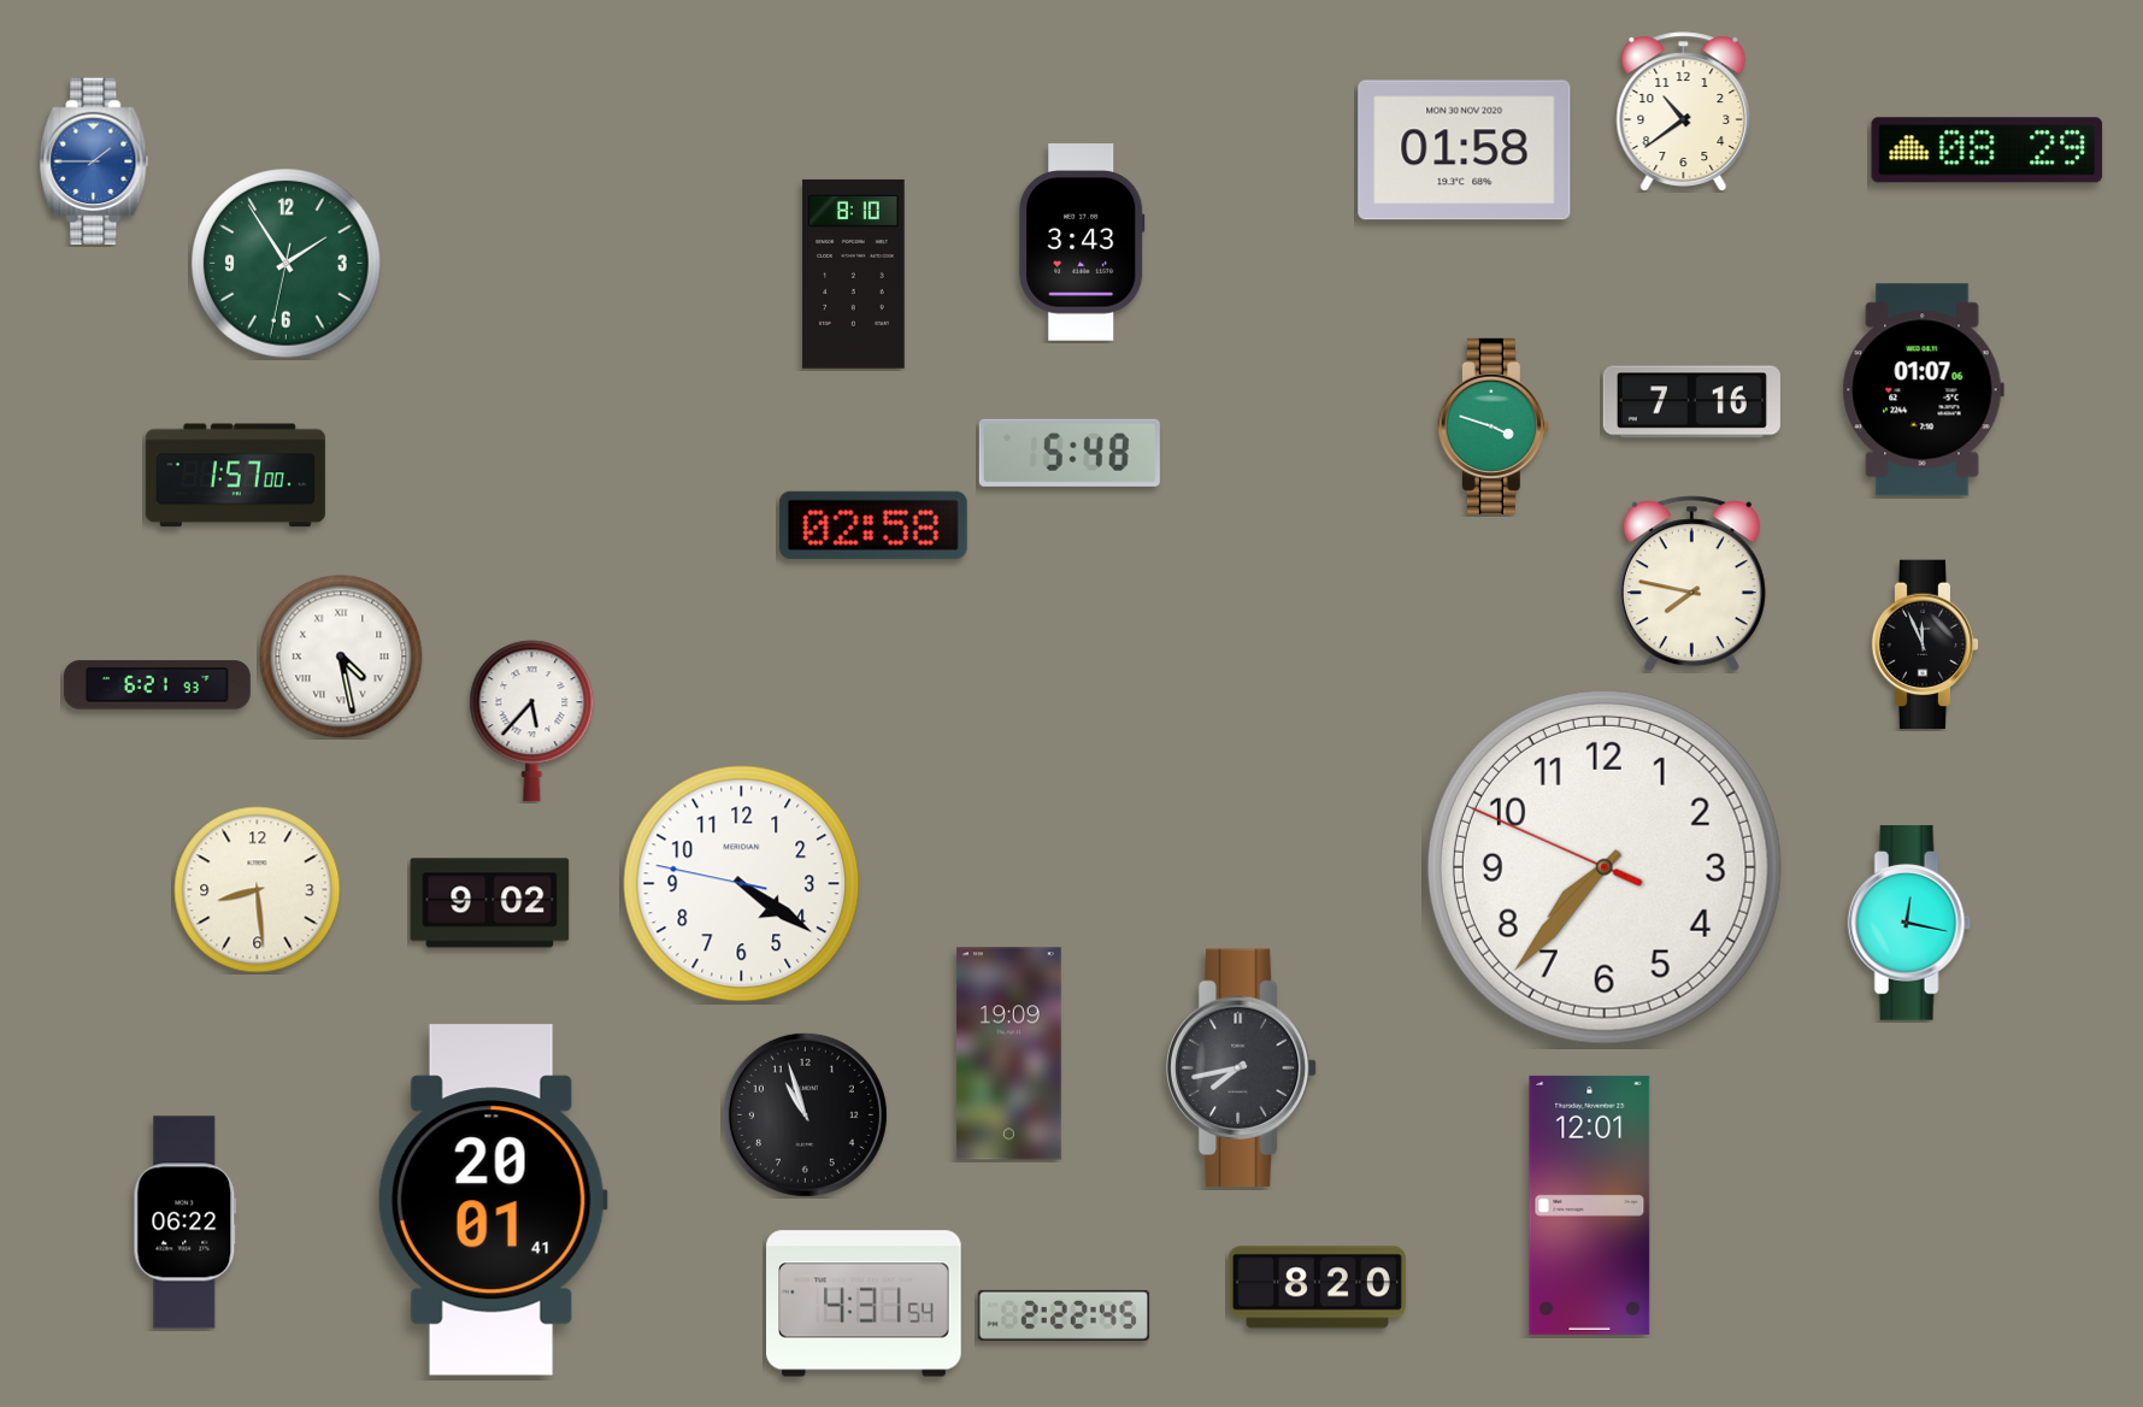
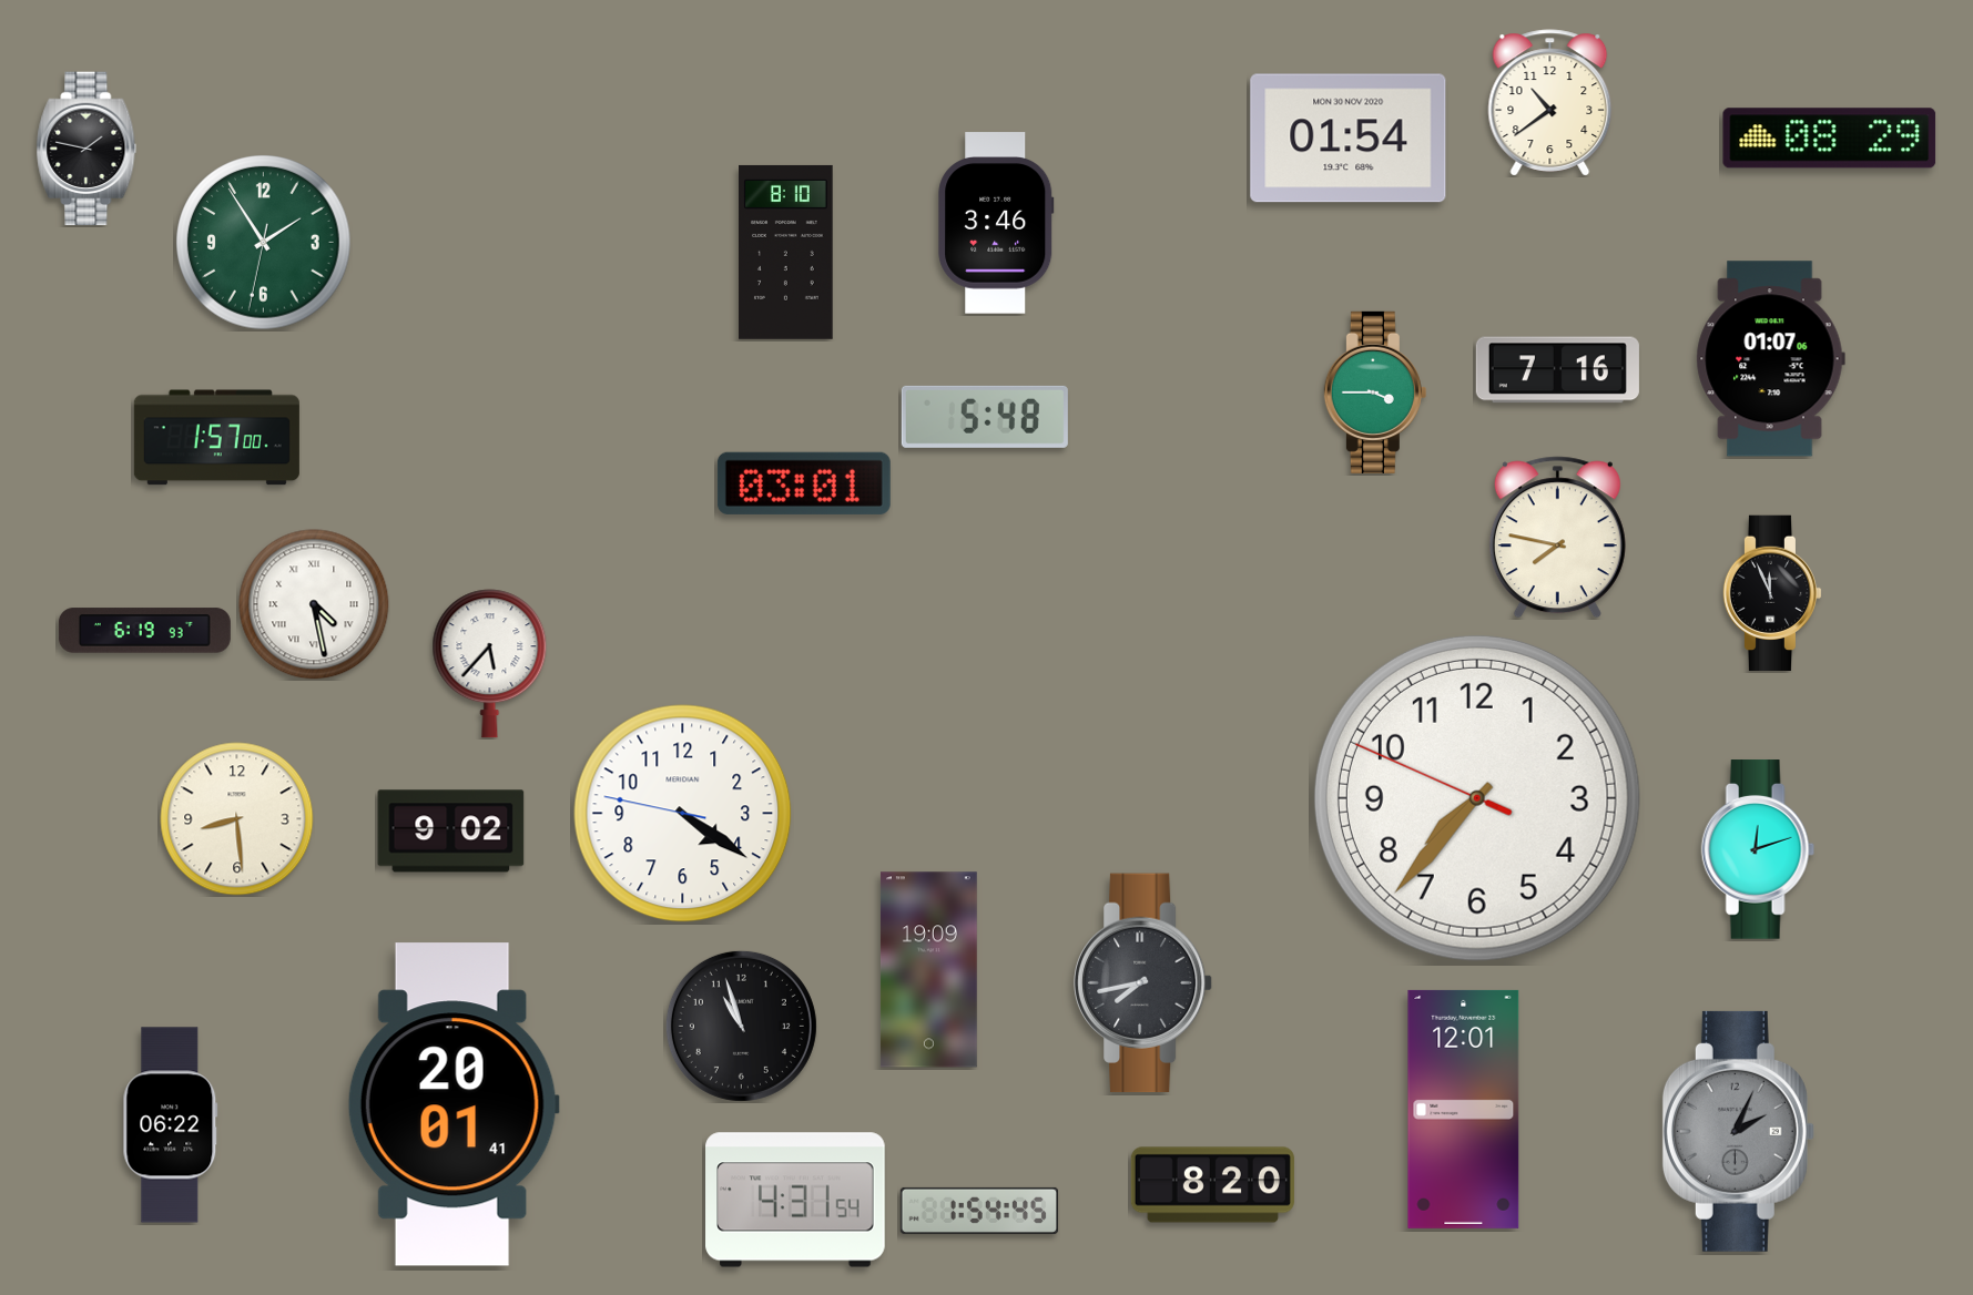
clock at (1465, 151): 01:58 -> 01:54
clock at (94, 161): 1:45 -> 1:47
clock at (94, 161) dial: blue -> black
clock at (1082, 242): 3:43 -> 3:46
clock at (1494, 426): 3:48 -> 3:45
clock at (873, 525): 02:58 -> 03:01
clock at (157, 685): 6:21 -> 6:19
clock at (1909, 923): 12:17 -> 12:12
clock at (1738, 1131): none -> 2:04
clock at (1064, 1315): 2:22 -> 1:54
